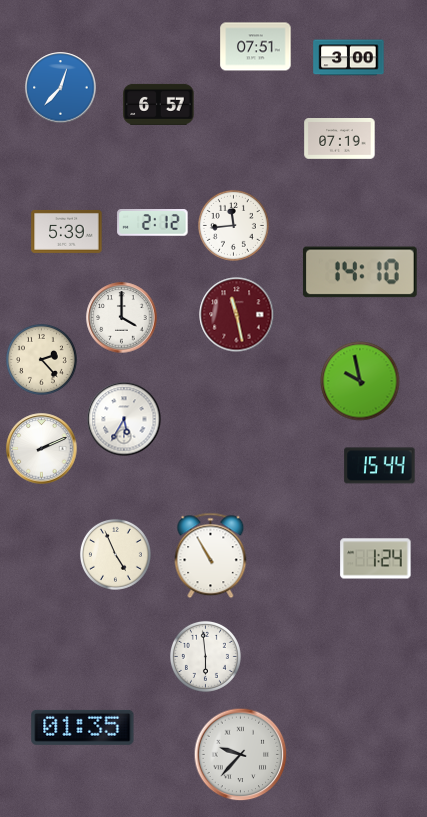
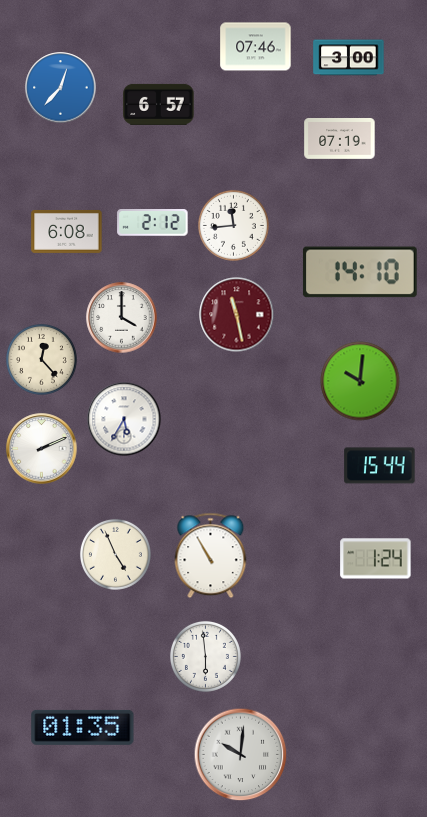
clock at (256, 47): 07:51 -> 07:46
clock at (67, 231): 5:39 -> 6:08
clock at (41, 359): 2:23 -> 12:23
clock at (360, 381): 9:58 -> 10:01
clock at (241, 755): 9:37 -> 10:01
